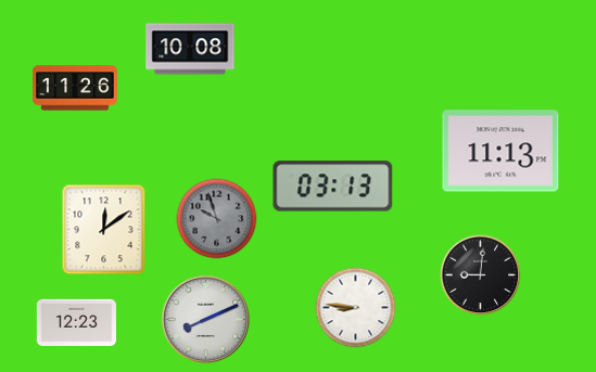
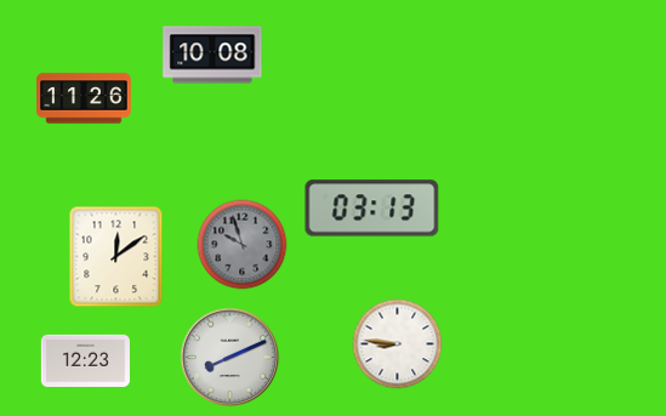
clock at (500, 151): 11:13 -> none
clock at (481, 275): 9:01 -> none
